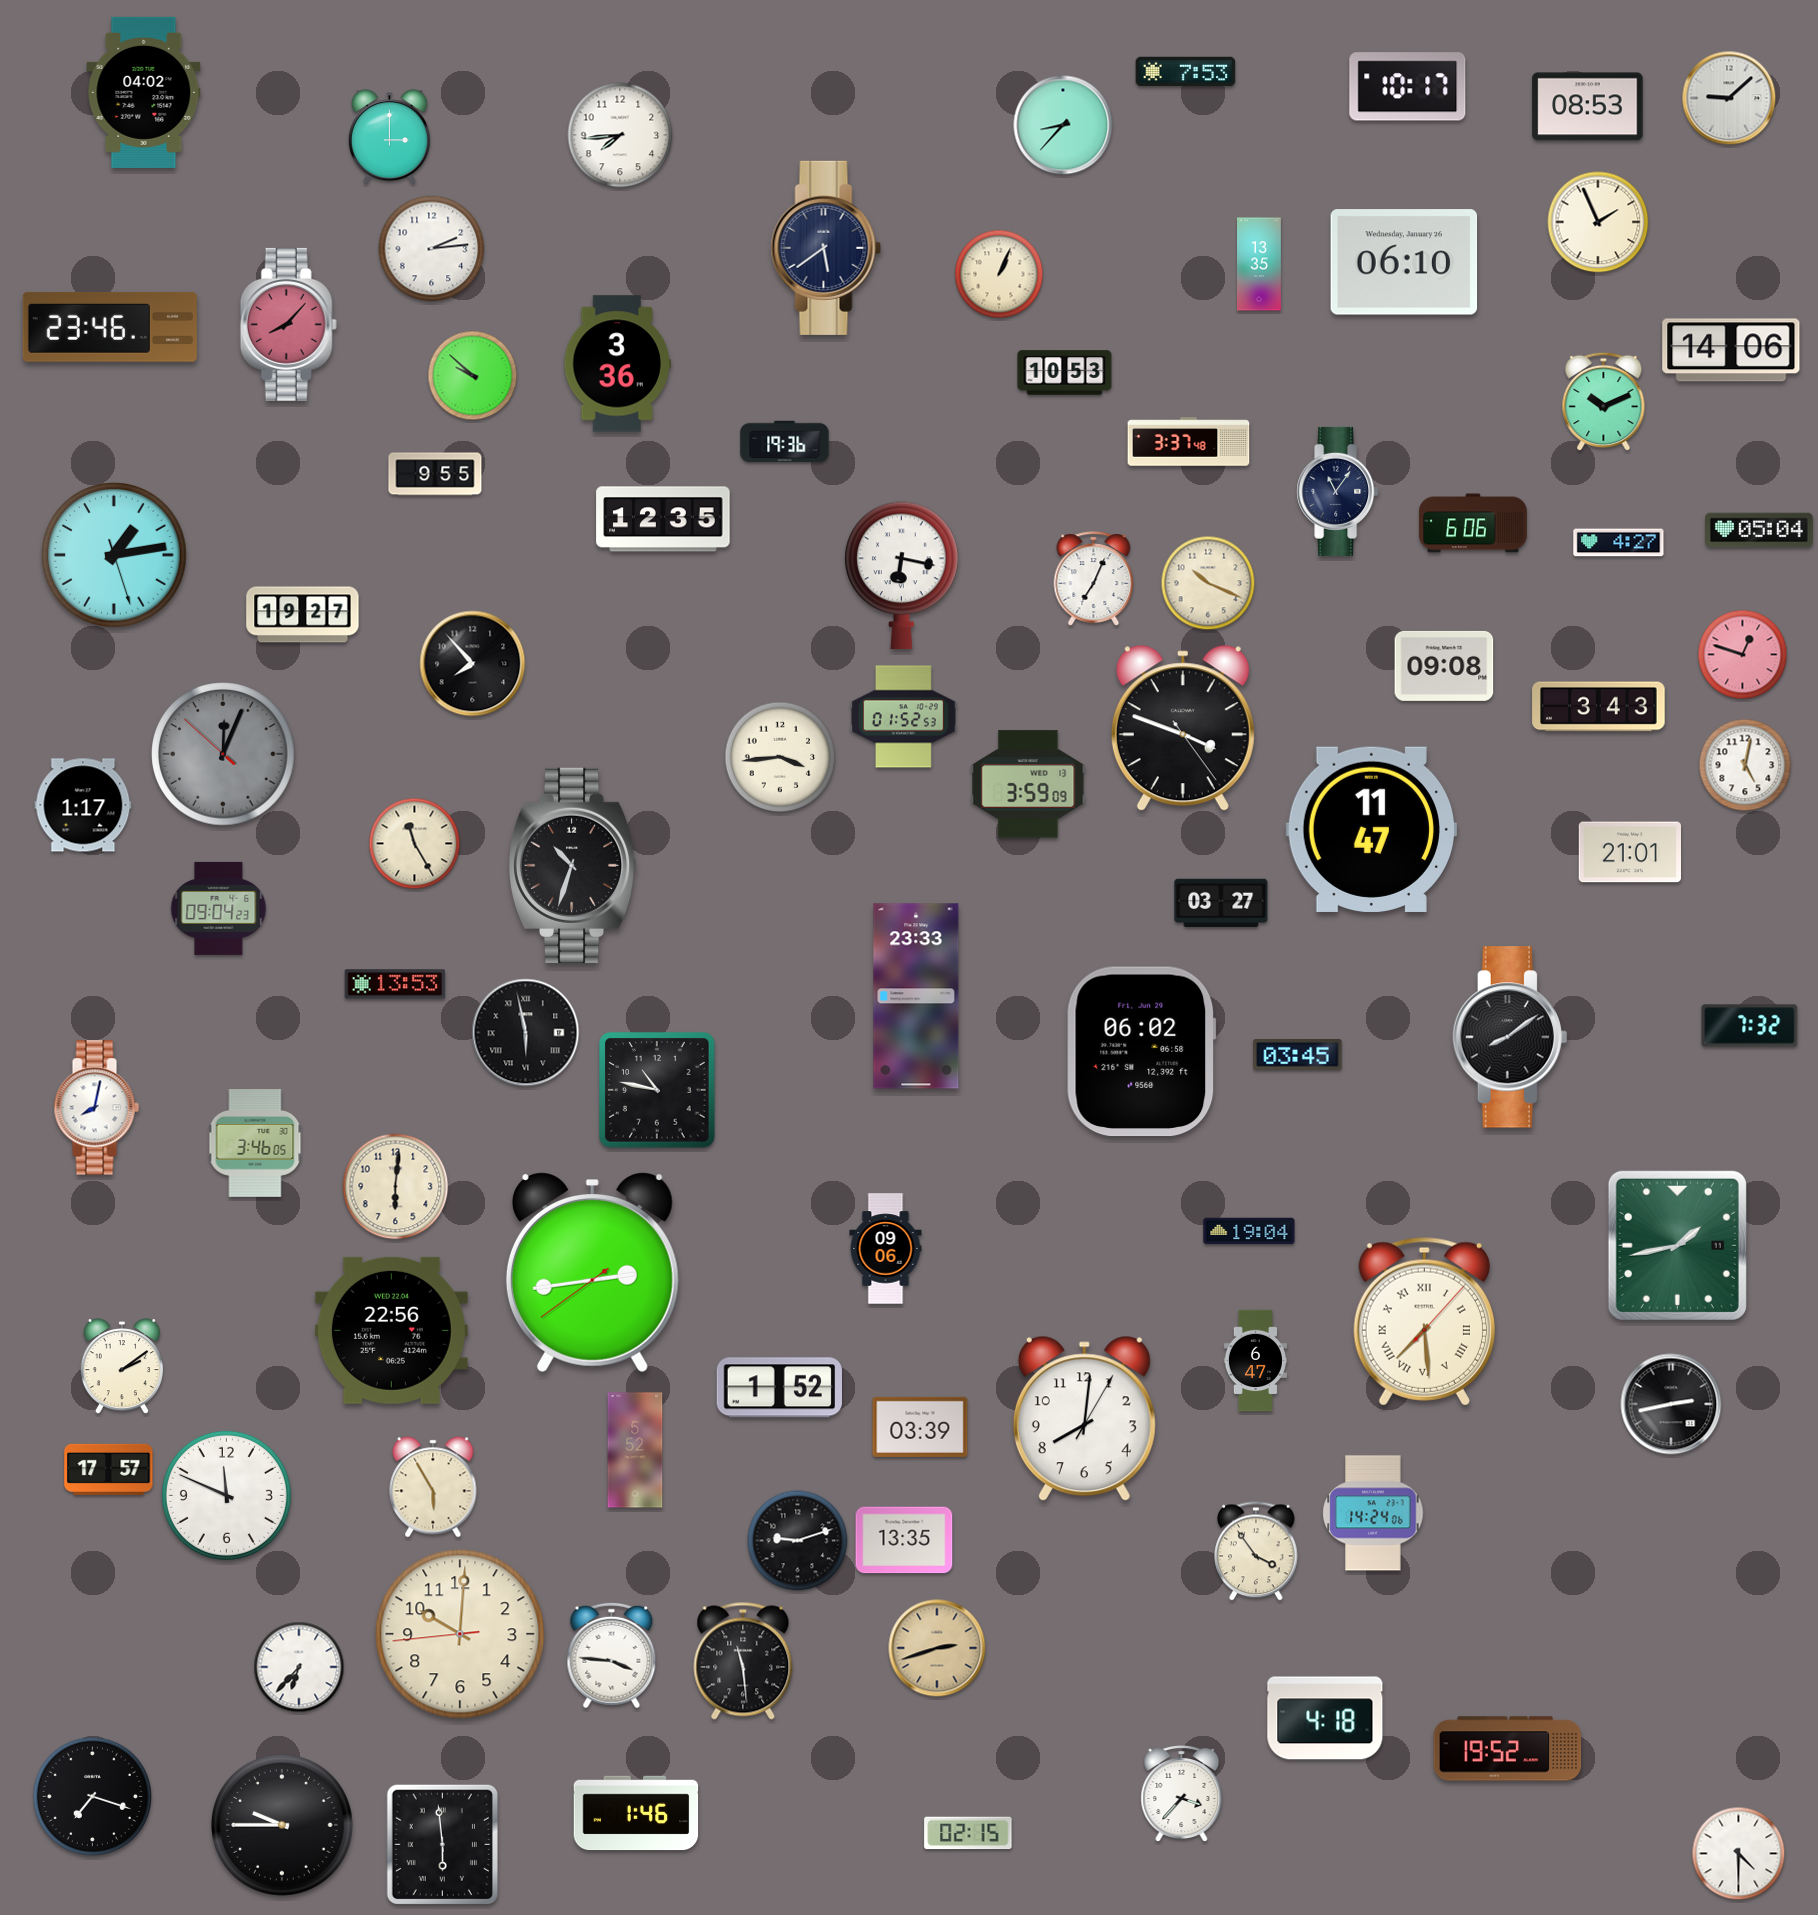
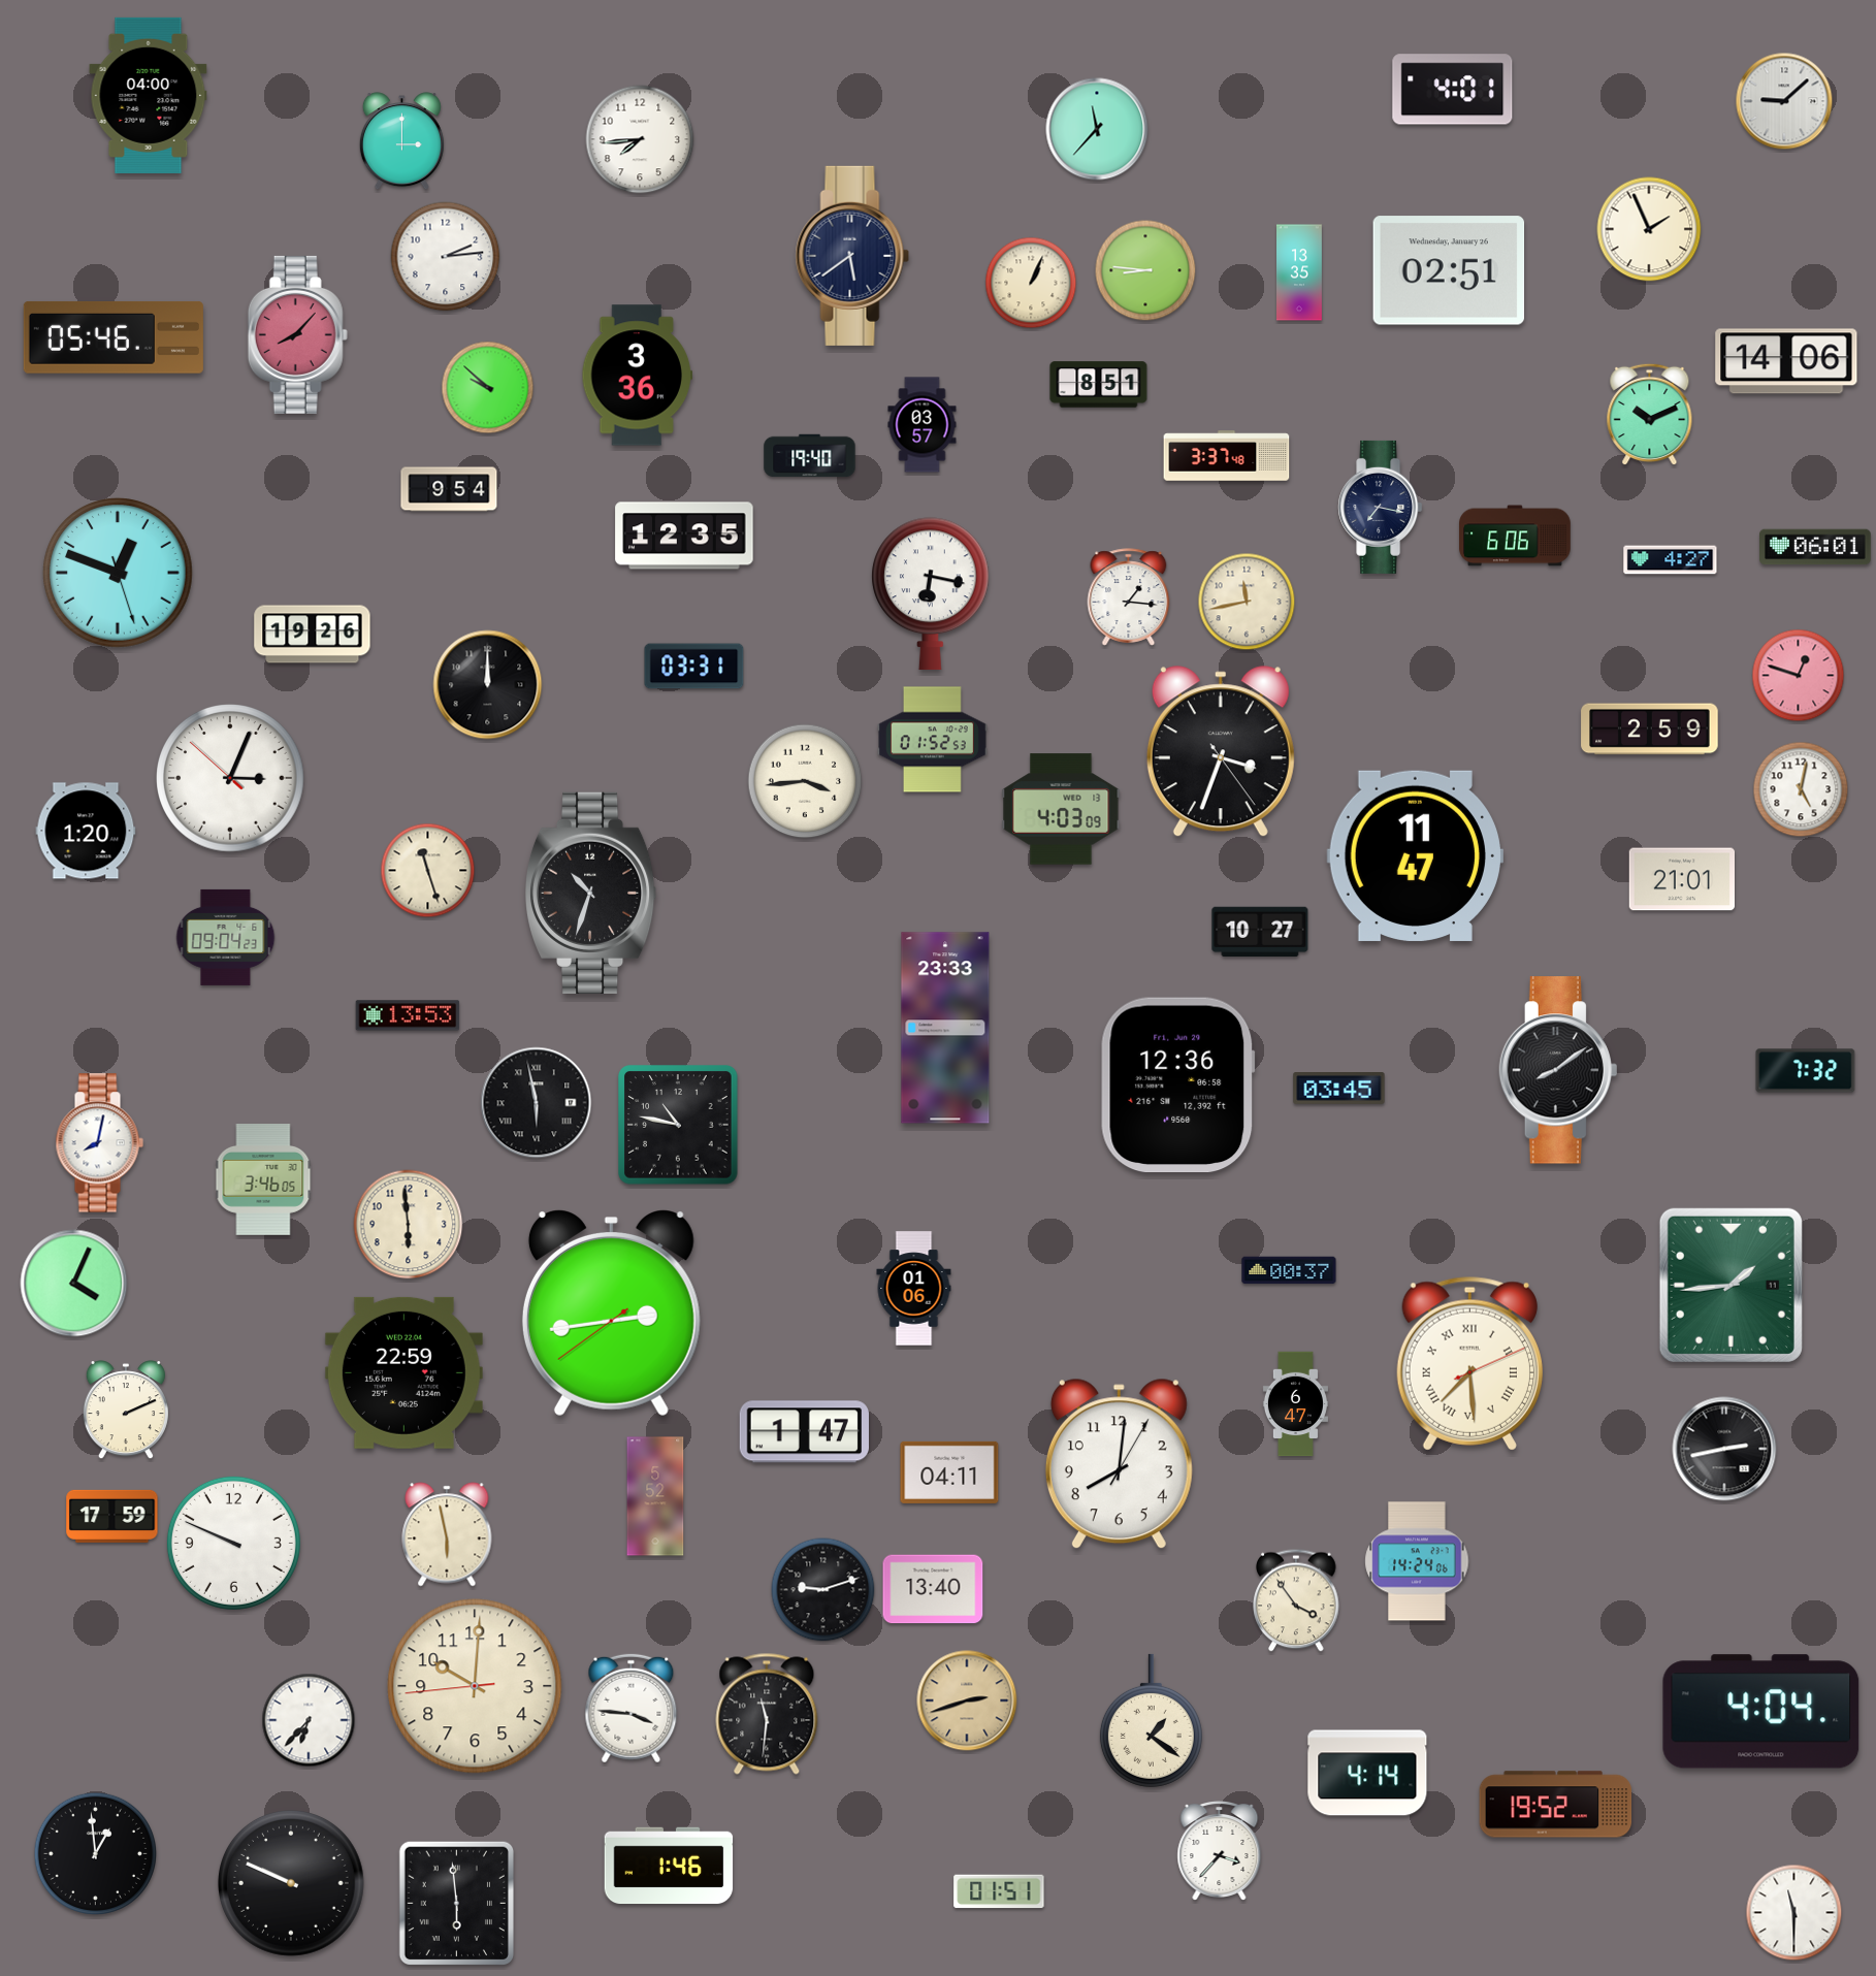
clock at (1186, 72): 7:53 -> none
clock at (1408, 87): 10:17 -> 4:01
clock at (144, 92): 04:02 -> 04:00
clock at (1588, 107): 08:53 -> none
clock at (1063, 125): 8:37 -> 11:37
clock at (1145, 270): none -> 8:46
clock at (1404, 262): 06:10 -> 02:51
clock at (110, 327): 23:46 -> 05:46
clock at (1065, 373): 10:53 -> 8:51
clock at (1604, 402) position: (1604, 402) -> (1650, 415)
clock at (923, 425): none -> 03:57
clock at (785, 442): 19:36 -> 19:40
clock at (435, 474): 9:55 -> 9:54
clock at (1338, 491): 11:06 -> 7:17
clock at (1473, 523) position: (1473, 523) -> (1515, 536)
clock at (1760, 530): 05:04 -> 06:01
clock at (114, 555): 1:13 -> 12:48
clock at (1094, 579): 7:04 -> 1:16
clock at (1208, 583): 10:19 -> 11:43
clock at (303, 615): 19:27 -> 19:26
clock at (694, 667): none -> 03:31
clock at (473, 664): 7:53 -> 12:00
clock at (1444, 666): 09:08 -> none
clock at (1599, 707): 3:43 -> 2:59
clock at (1183, 729): 3:48 -> 3:33
clock at (223, 754): 12:03 -> 3:03
clock at (223, 754) dial: grey -> white
clock at (1028, 784): 3:59 -> 4:03
clock at (83, 805): 1:17 -> 1:20
clock at (415, 844): 11:25 -> 11:27
clock at (1221, 902): 03:27 -> 10:27
clock at (1750, 1026) position: (1750, 1026) -> (1806, 1071)
clock at (526, 1033) position: (526, 1033) -> (537, 1103)
clock at (1142, 1052): 06:02 -> 12:36
clock at (396, 1187): 6:01 -> 5:59
clock at (1249, 1231): 19:04 -> 00:37
clock at (74, 1284): none -> 4:04
clock at (1677, 1245): 1:43 -> 1:44
clock at (886, 1249): 09:06 -> 01:06
clock at (1424, 1322): 7:29:07 -> 7:29:11
clock at (391, 1330): 22:56 -> 22:59
clock at (122, 1367): 2:09 -> 2:11
clock at (779, 1388): 1:52 -> 1:47
clock at (920, 1427): 03:39 -> 04:11
clock at (109, 1469): 17:57 -> 17:59
clock at (433, 1487): 5:55 -> 5:58
clock at (226, 1495): 11:49 -> 9:49
clock at (904, 1540): 13:35 -> 13:40
clock at (1761, 1712): none -> 4:04
clock at (743, 1661): 11:29 -> 11:31
clock at (1151, 1720): none -> 1:21
clock at (1325, 1718): 4:18 -> 4:14
clock at (92, 1796): 7:18 -> 12:59
clock at (636, 1813) position: (636, 1813) -> (669, 1866)
clock at (283, 1826): 9:45 -> 9:49
clock at (968, 1833): 02:15 -> 01:51
clock at (1739, 1854): 4:30 -> 11:30
